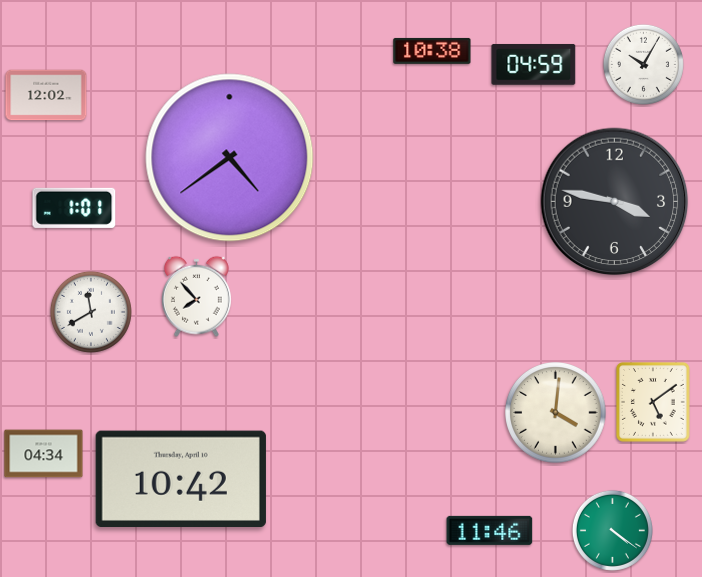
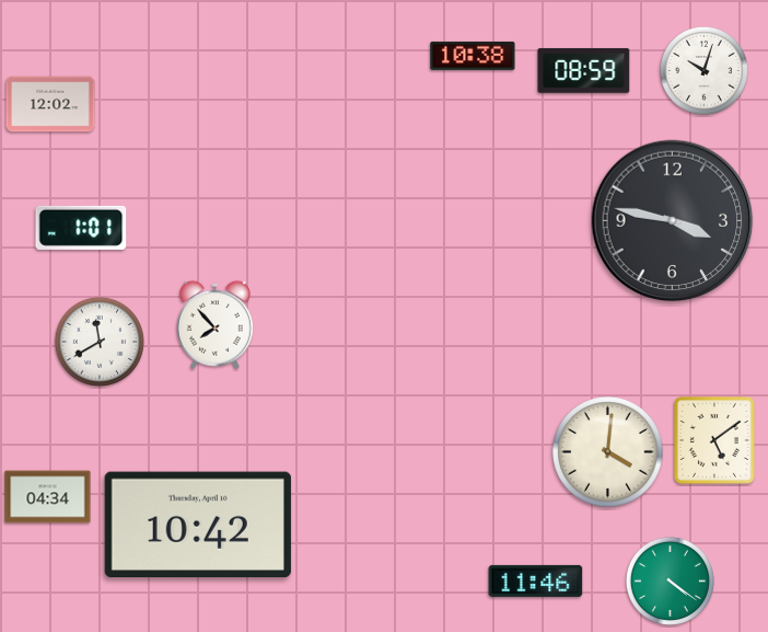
clock at (534, 64): 04:59 -> 08:59
clock at (643, 64): 10:05 -> 10:03
clock at (230, 158): 4:39 -> none
